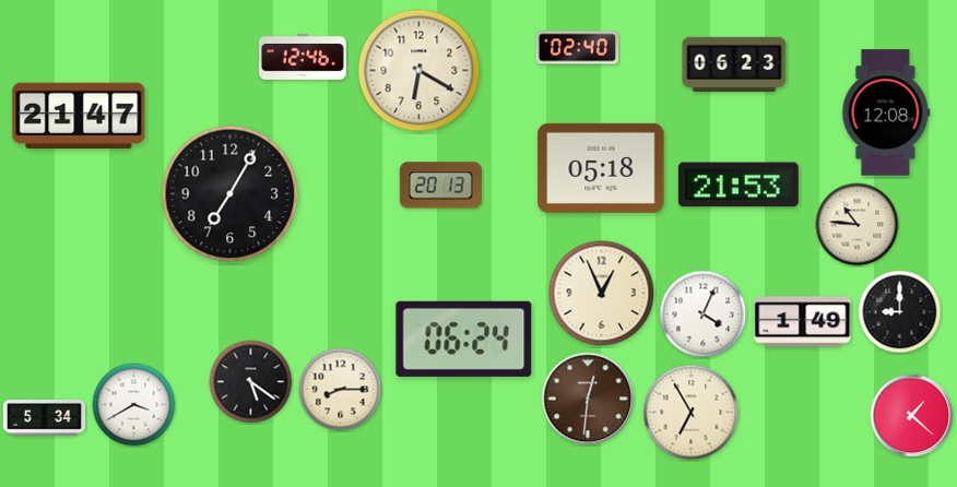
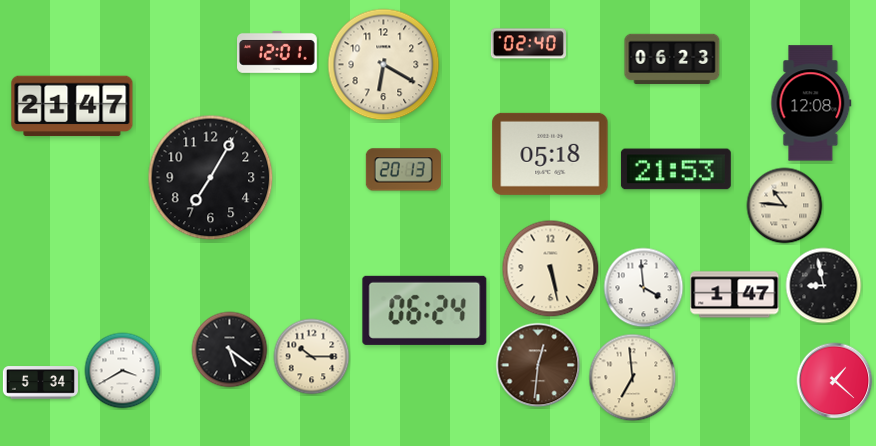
clock at (304, 57): 12:46 -> 12:01
clock at (602, 294): 12:56 -> 5:28
clock at (900, 312): 9:00 -> 8:58
clock at (704, 314): 4:04 -> 3:59
clock at (803, 322): 1:49 -> 1:47
clock at (341, 390): 8:15 -> 10:15
clock at (692, 413): 6:55 -> 6:59
